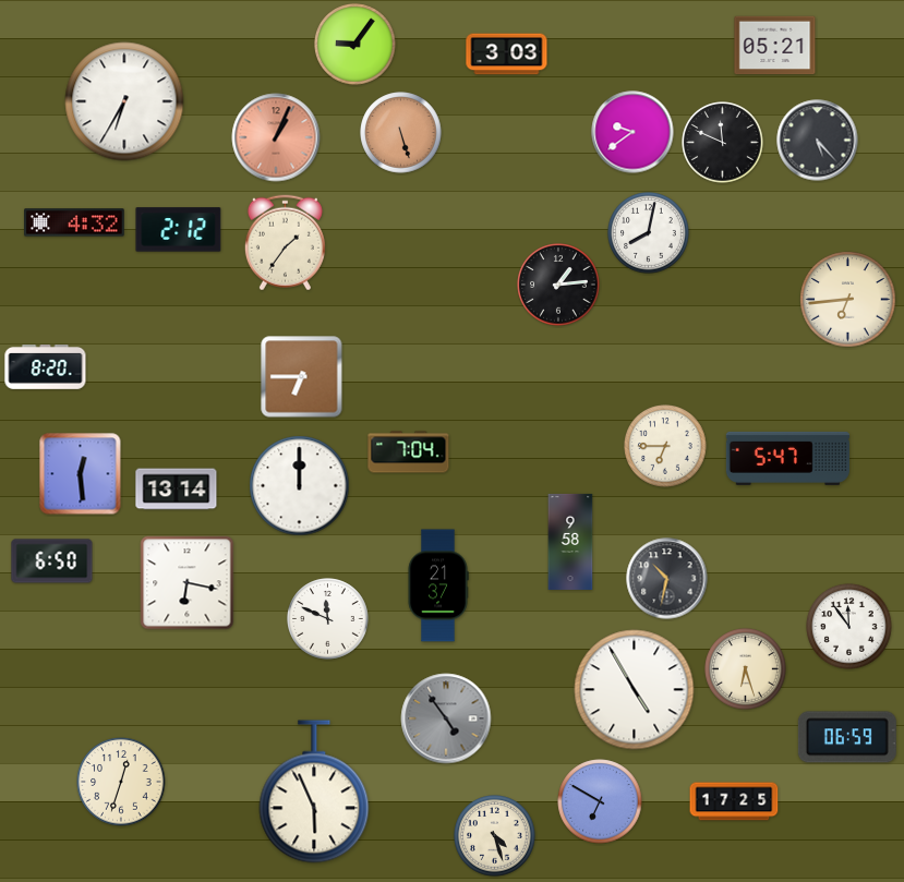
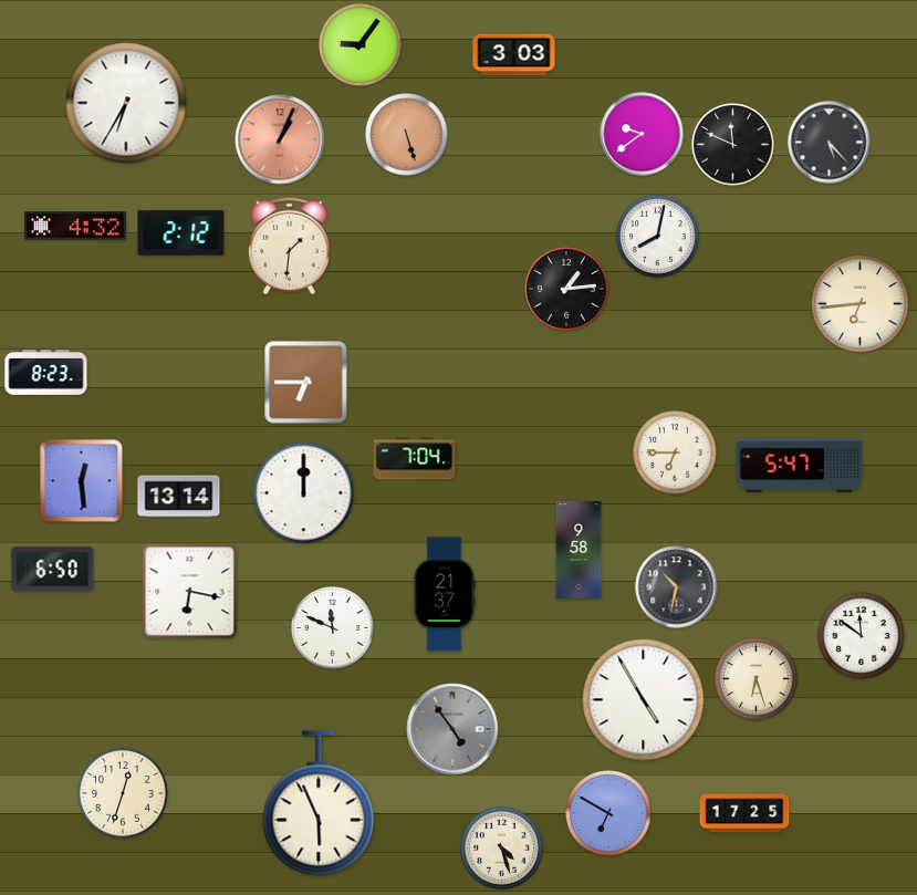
clock at (775, 46): 05:21 -> none
clock at (285, 243): 1:36 -> 1:31
clock at (46, 367): 8:20 -> 8:23
clock at (849, 627): 11:54 -> 11:51
clock at (847, 737): 06:59 -> none
